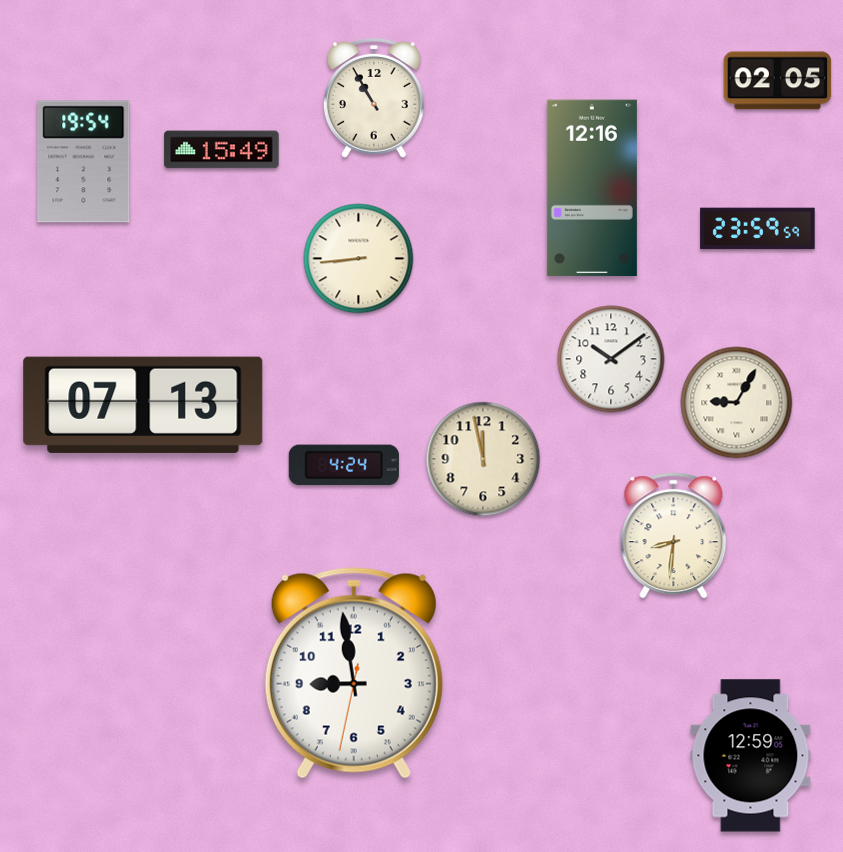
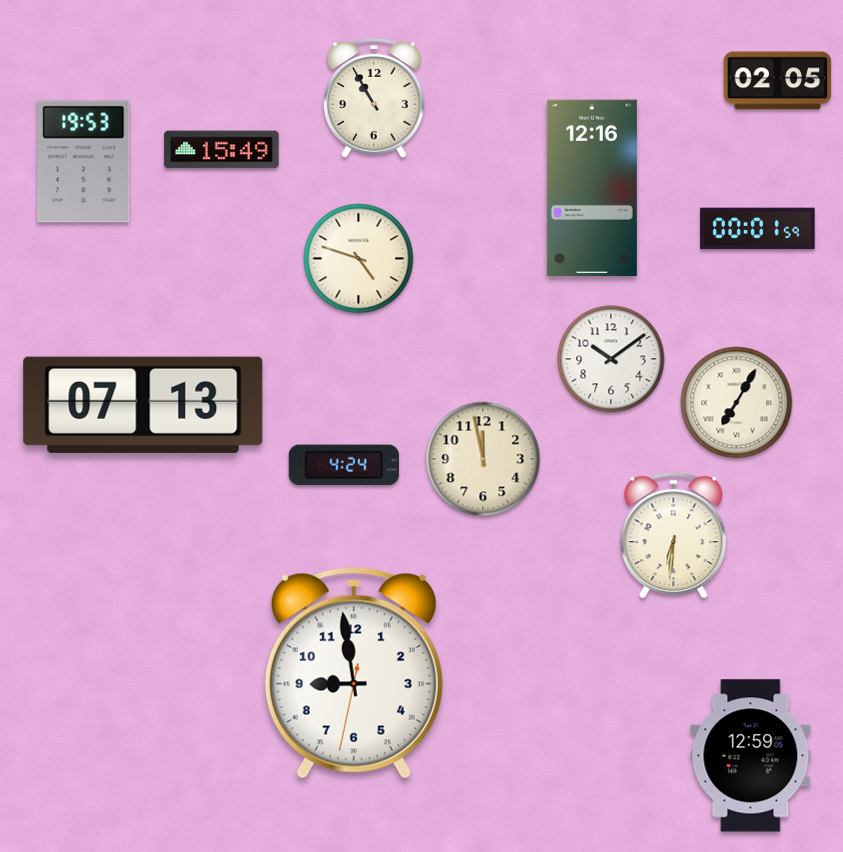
clock at (84, 162): 19:54 -> 19:53
clock at (758, 229): 23:59 -> 00:01
clock at (359, 259): 8:44 -> 4:48
clock at (737, 403): 9:05 -> 7:05
clock at (674, 536): 8:31 -> 6:31
